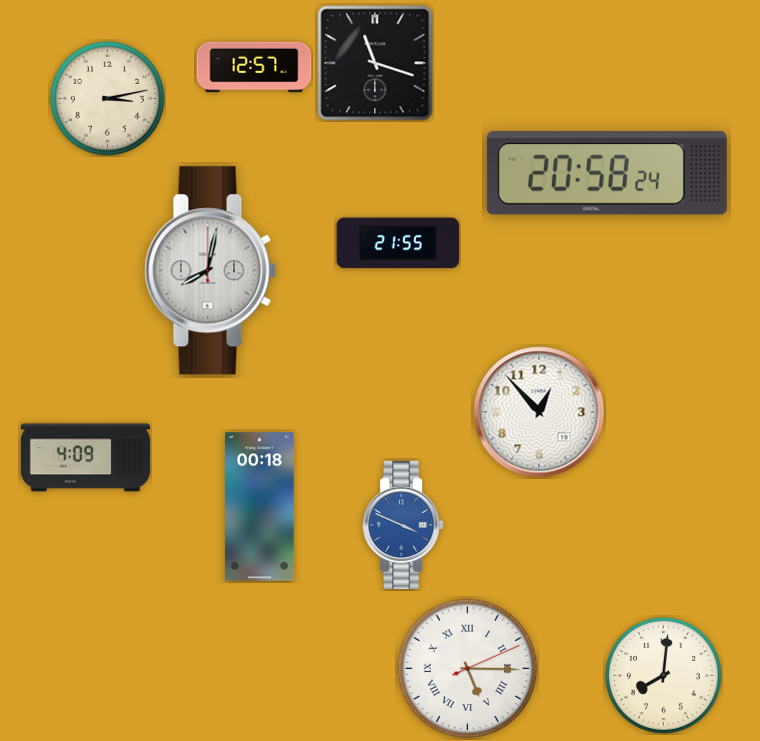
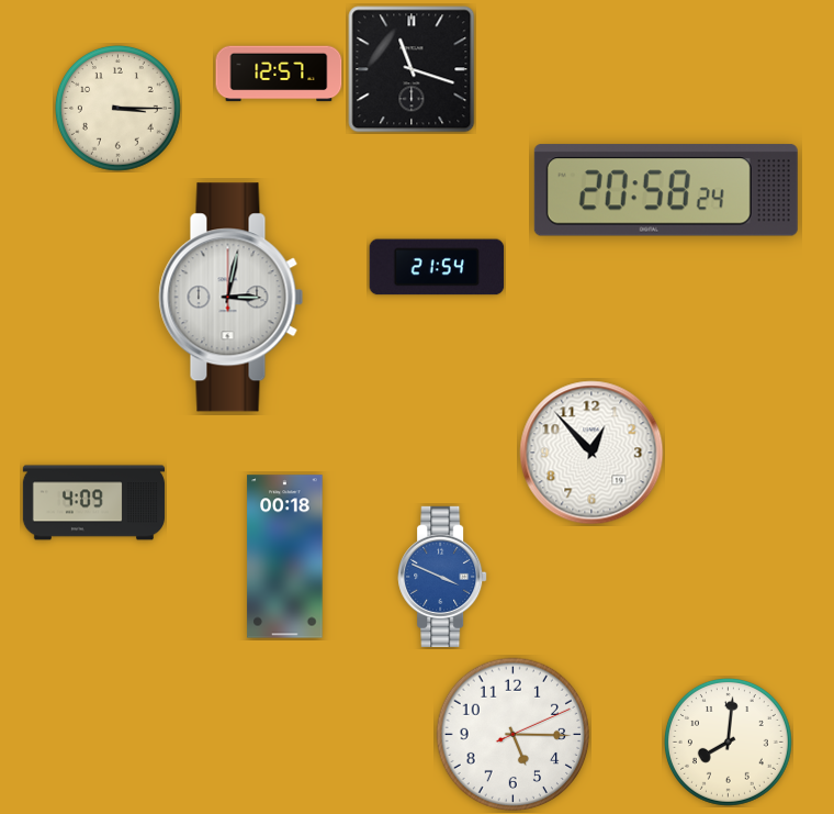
clock at (108, 99): 3:13 -> 3:15
clock at (398, 243): 21:55 -> 21:54
clock at (211, 271): 8:02 -> 3:02
clock at (468, 669) numerals: Roman -> Arabic
